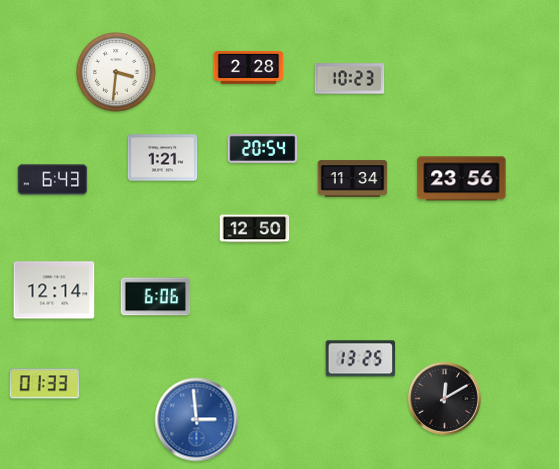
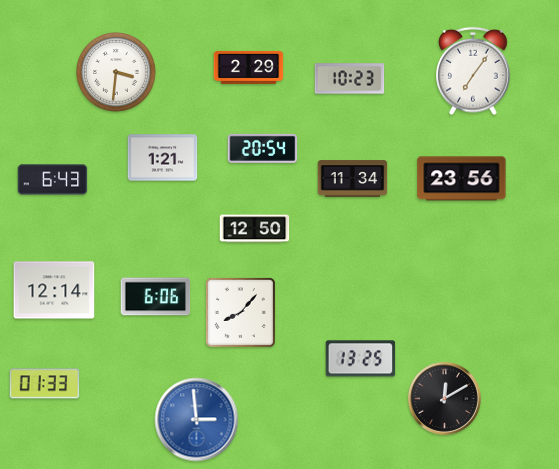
clock at (249, 67): 2:28 -> 2:29
clock at (473, 71): none -> 7:06
clock at (240, 312): none -> 8:07
